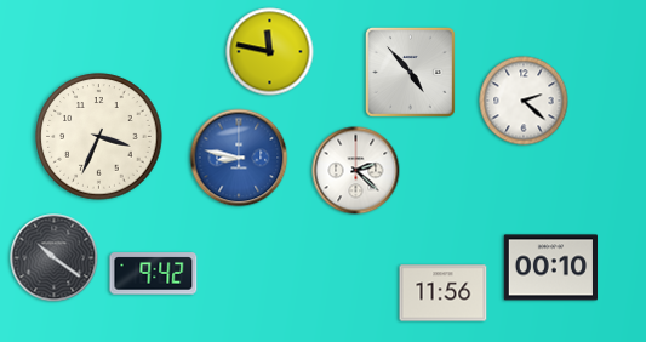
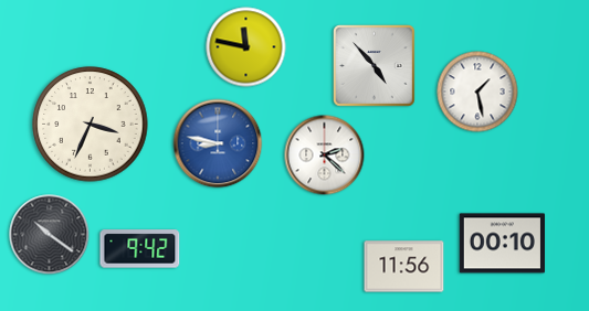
clock at (524, 101): 2:22 -> 1:28
